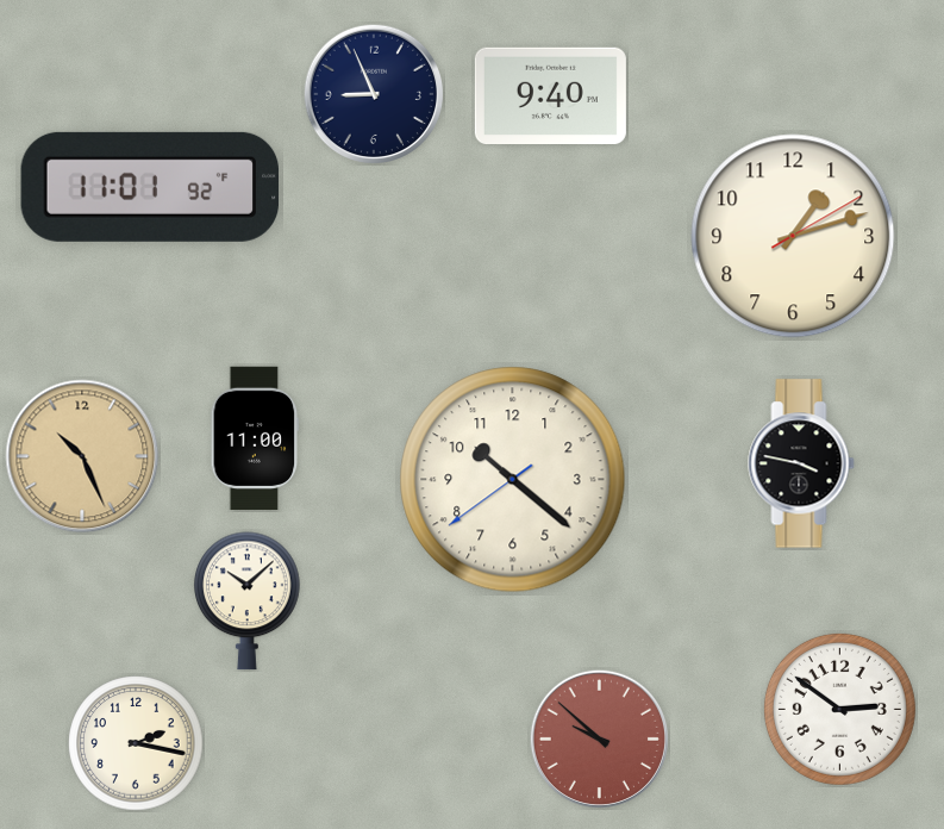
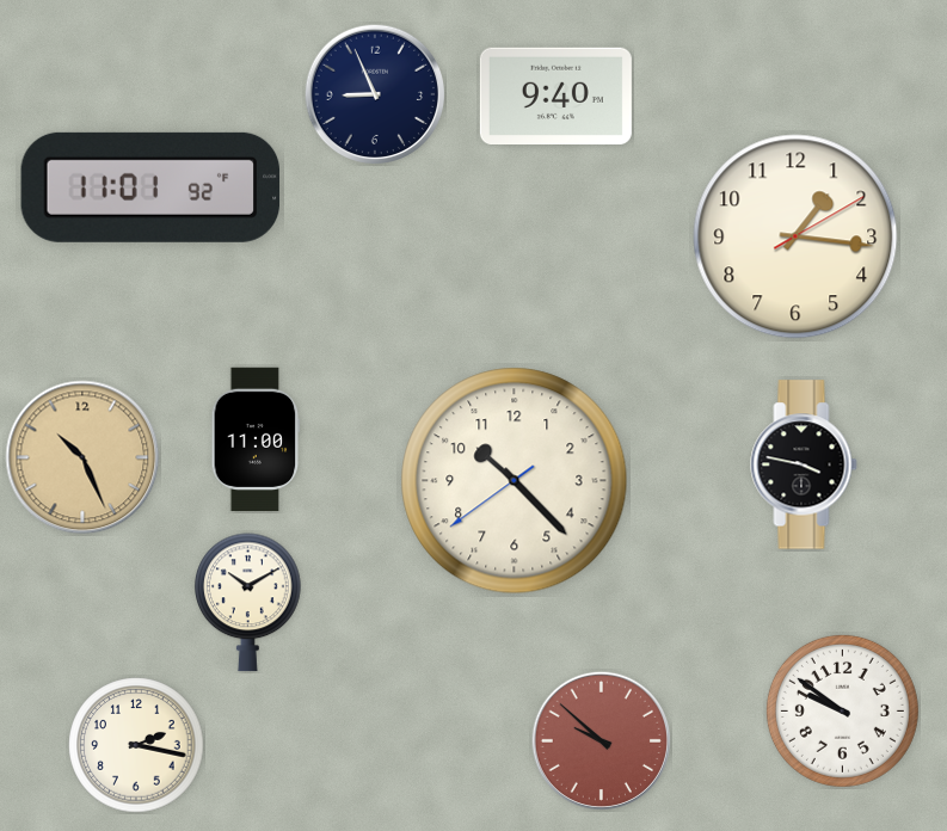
clock at (550, 96) position: (550, 96) -> (555, 97)
clock at (793, 236): 1:12 -> 1:16
clock at (513, 480): 10:21 -> 10:22
clock at (248, 602): 10:08 -> 10:10
clock at (839, 709): 2:51 -> 9:51
